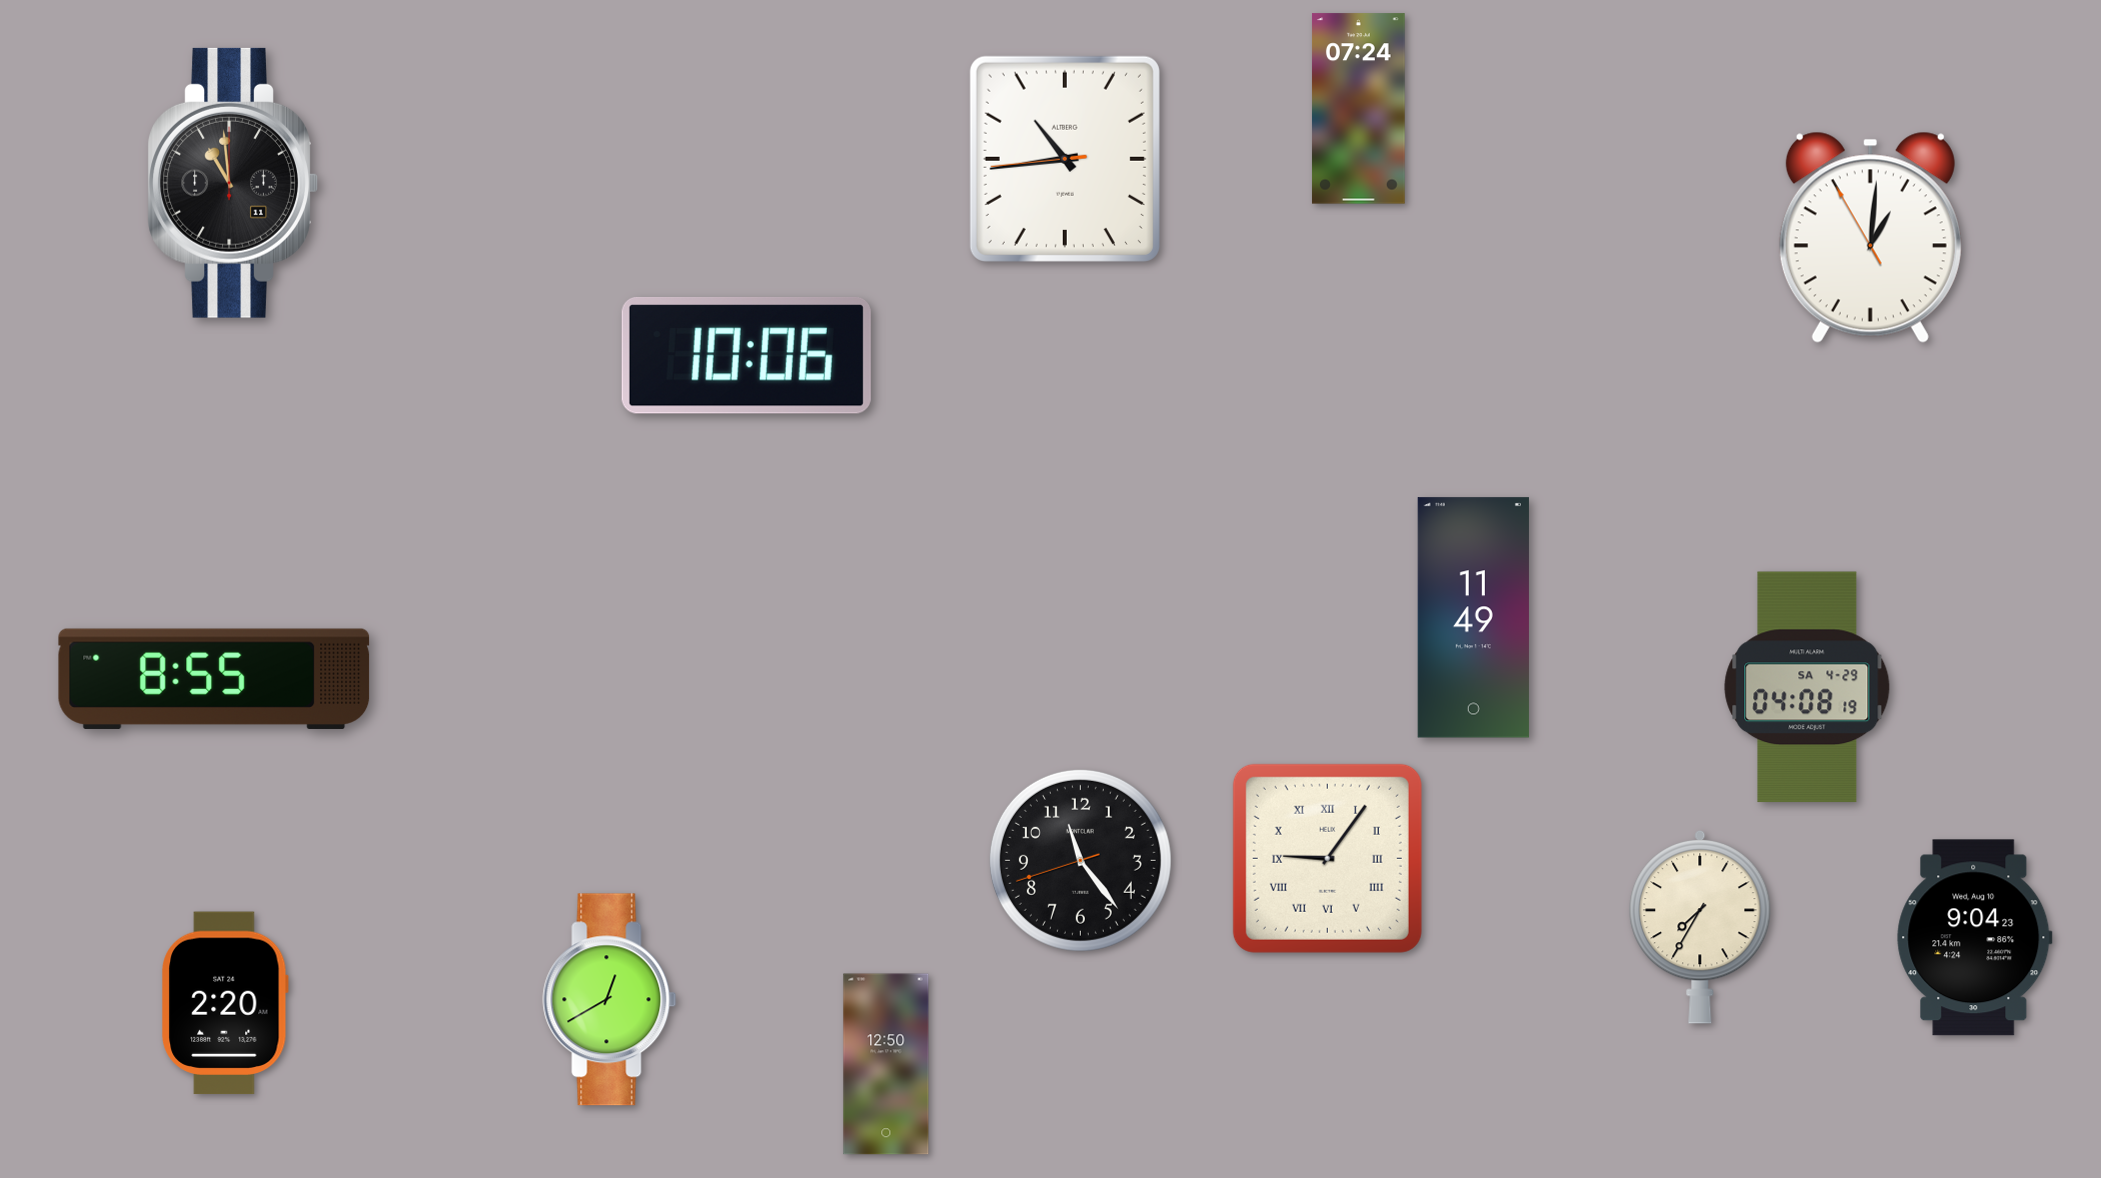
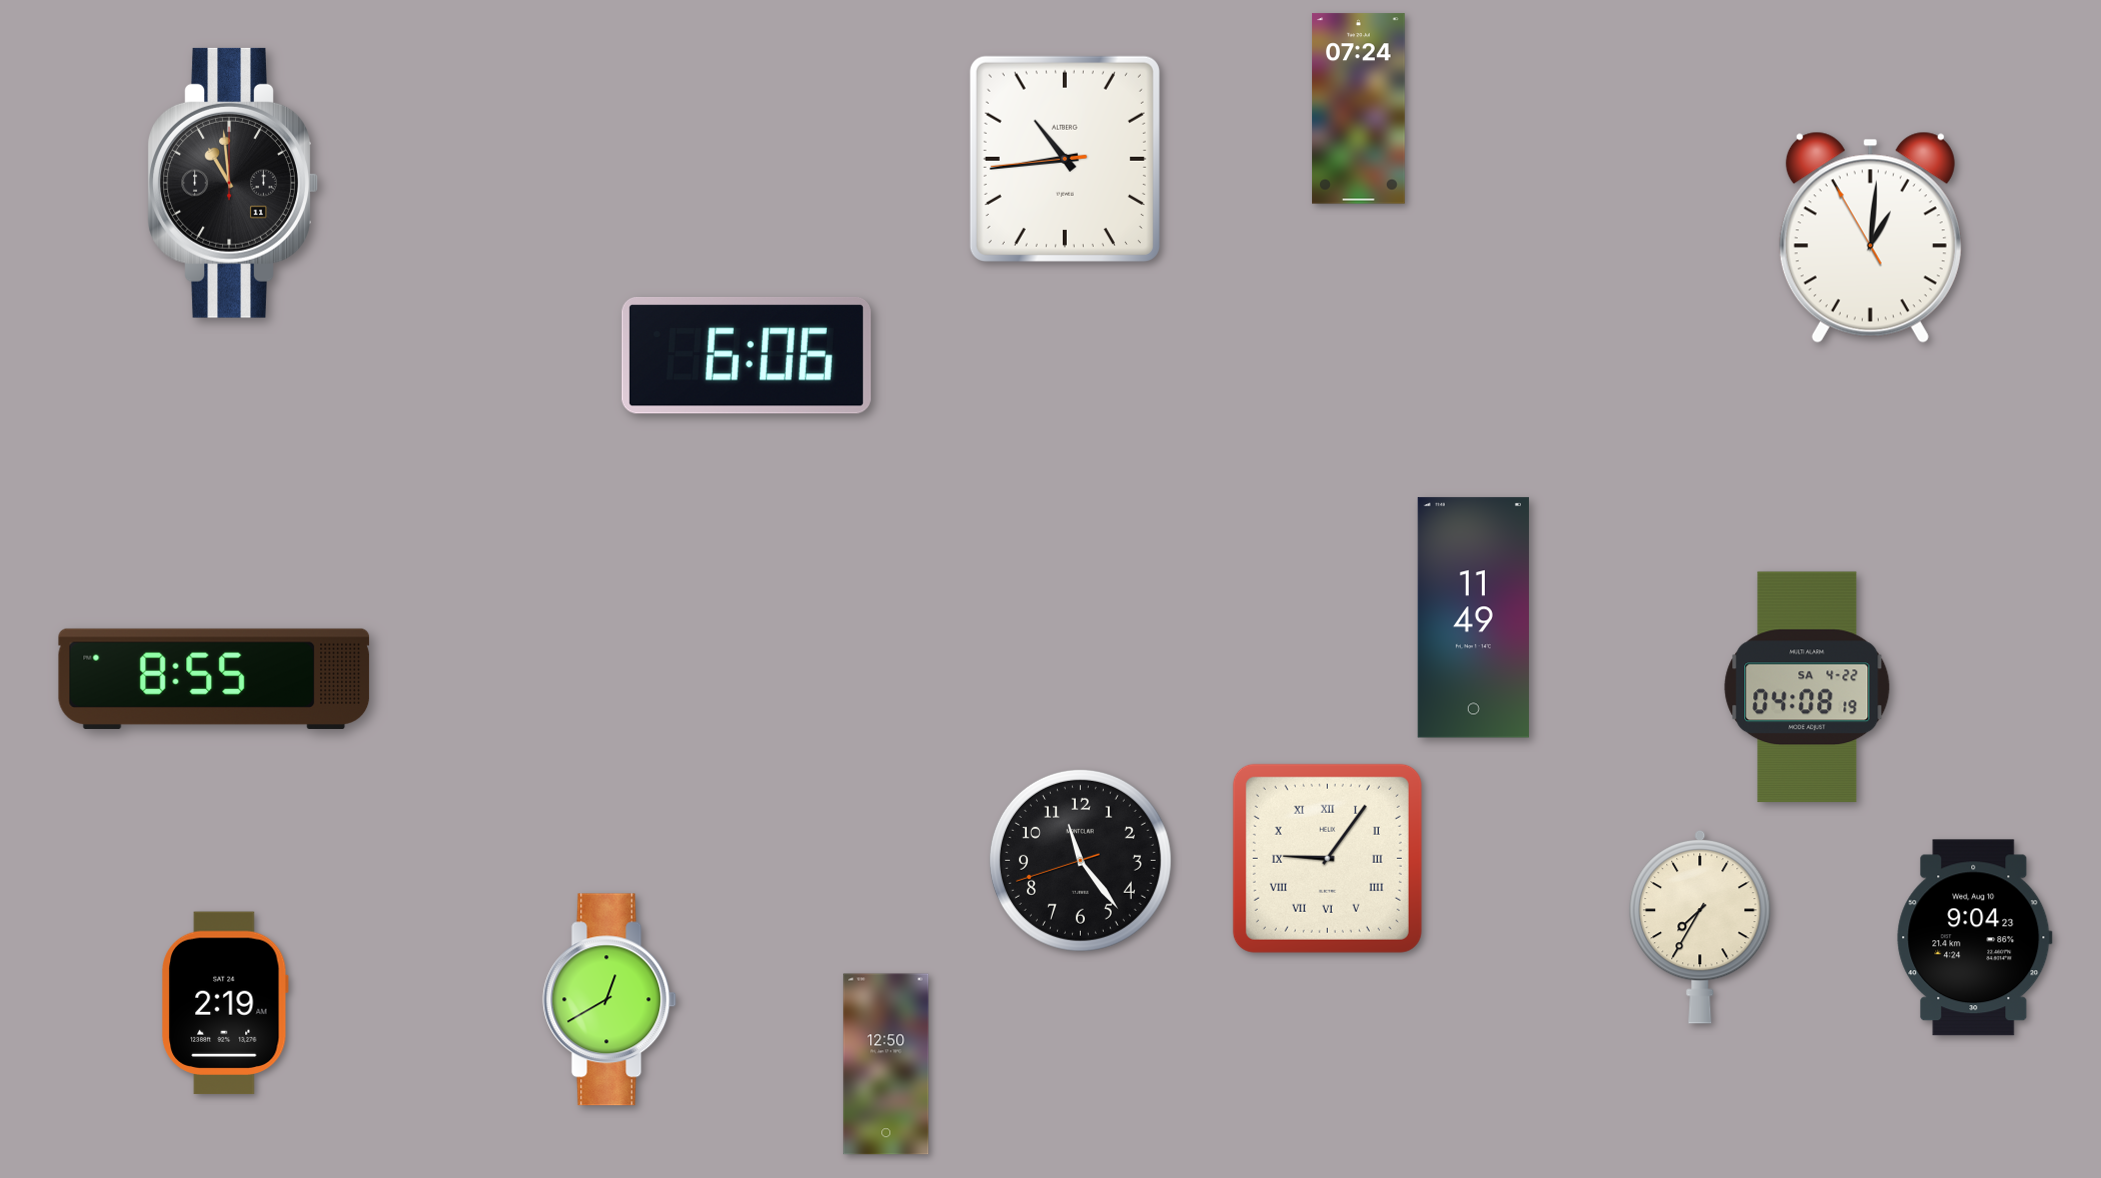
clock at (746, 355): 10:06 -> 6:06
clock at (1807, 687) date: SA 4-29 -> SA 4-22
clock at (225, 1003): 2:20 -> 2:19
